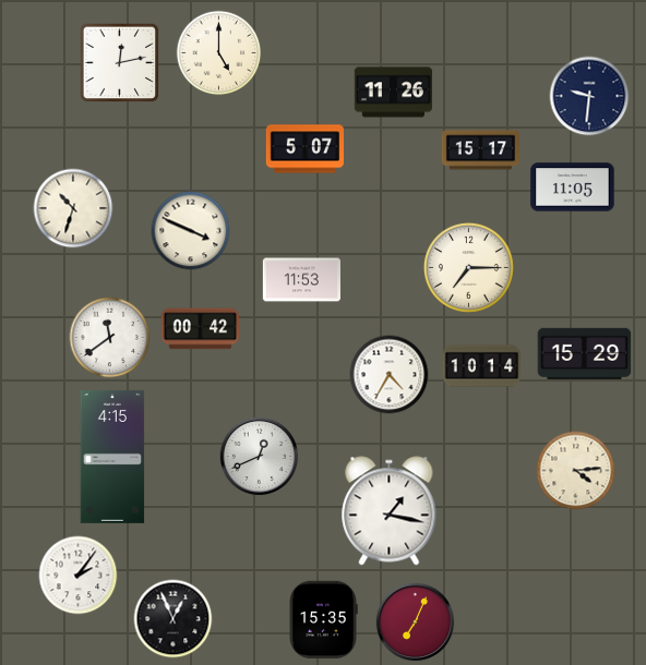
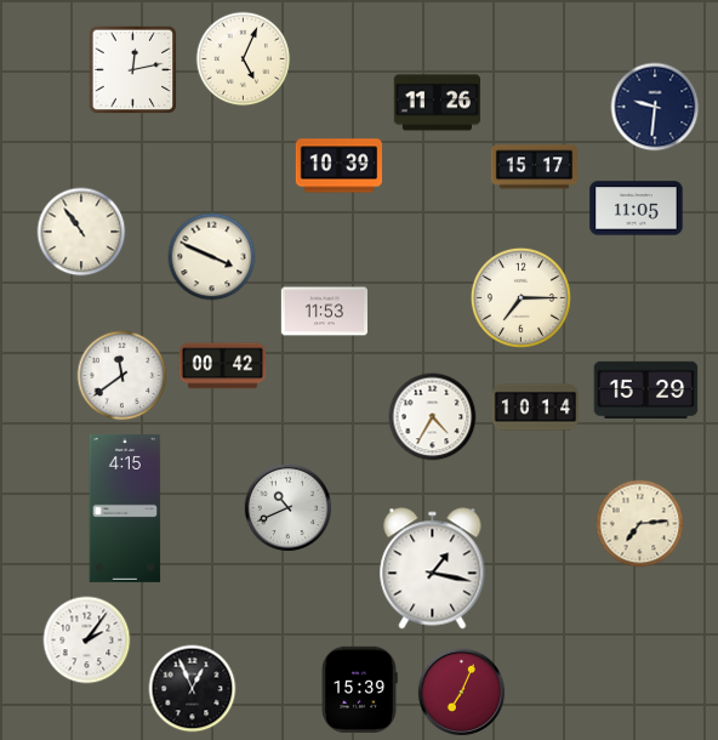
clock at (219, 53): 5:00 -> 5:04
clock at (304, 149): 5:07 -> 10:39
clock at (73, 208): 10:33 -> 10:54
clock at (301, 280) position: (301, 280) -> (324, 312)
clock at (585, 353) position: (585, 353) -> (646, 389)
clock at (260, 457): 12:41 -> 10:41
clock at (576, 471): 4:14 -> 7:14
clock at (323, 619): 15:35 -> 15:39
